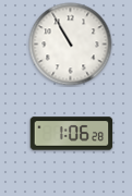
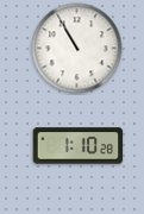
clock at (72, 134): 1:06 -> 1:10
